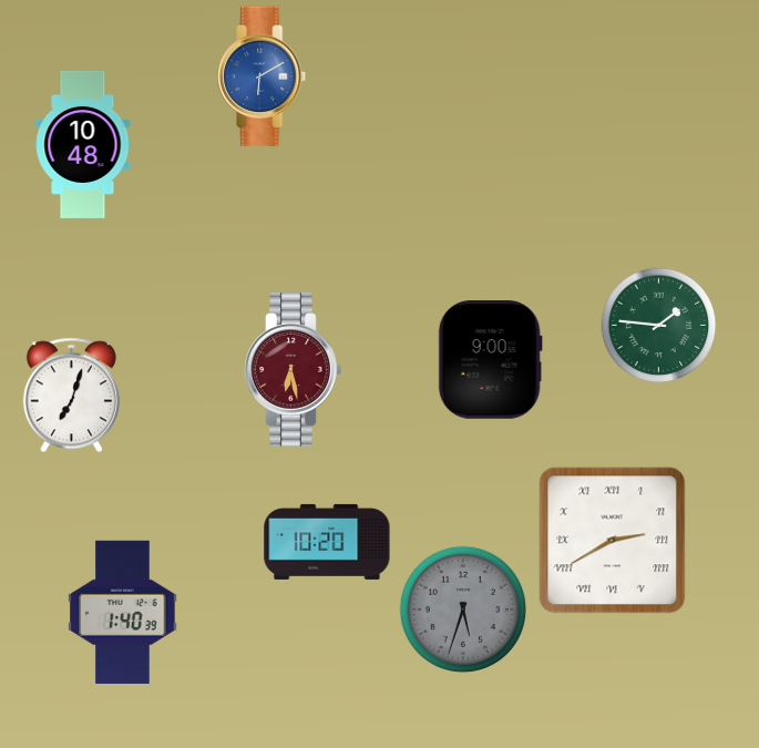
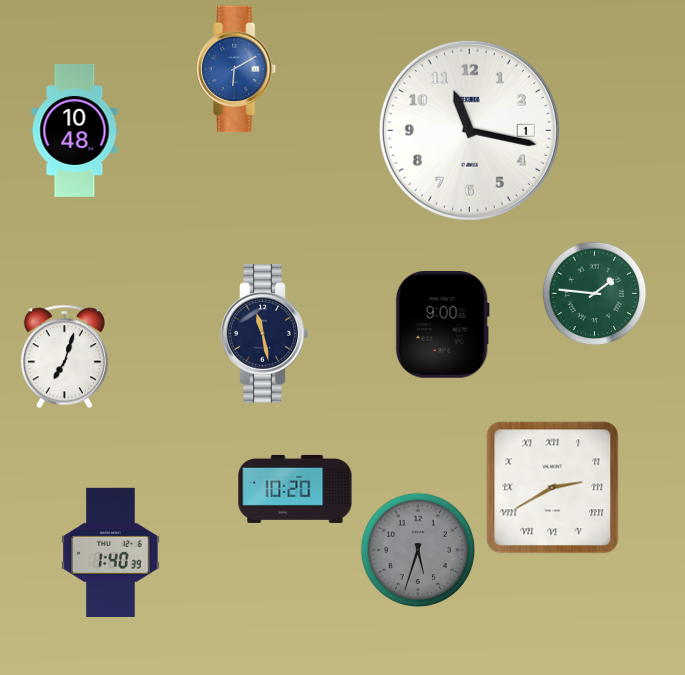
clock at (469, 130): none -> 11:17
clock at (294, 370): 6:28 -> 11:28
clock at (294, 370) dial: burgundy -> navy
